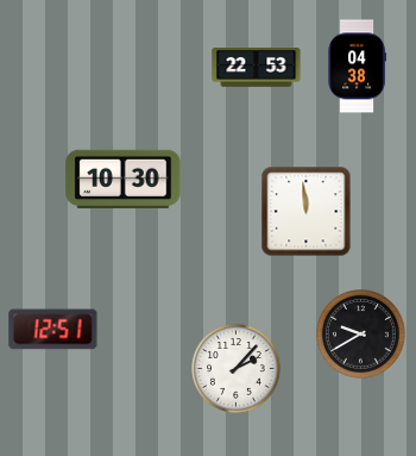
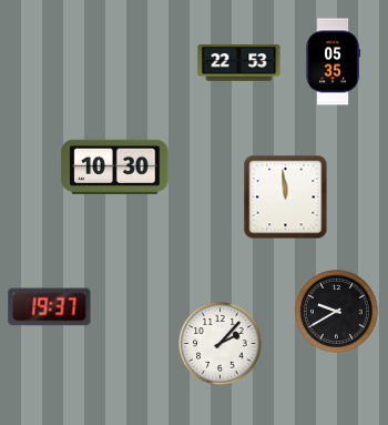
clock at (357, 67): 04:38 -> 05:35
clock at (53, 330): 12:51 -> 19:37
